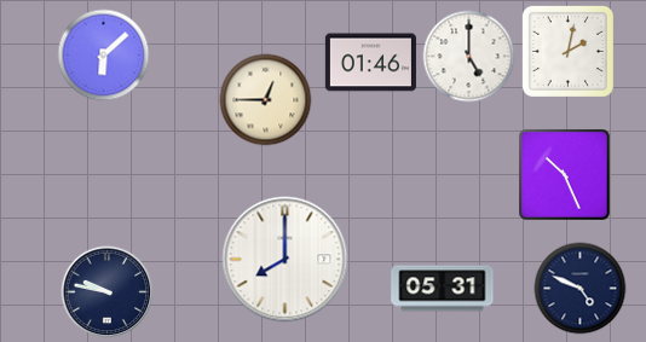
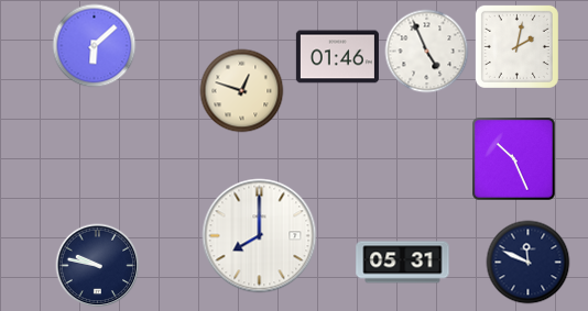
clock at (104, 56) position: (104, 56) -> (95, 46)
clock at (469, 57): 5:00 -> 4:56
clock at (266, 100): 12:45 -> 12:48
clock at (581, 289): 4:49 -> 11:49
